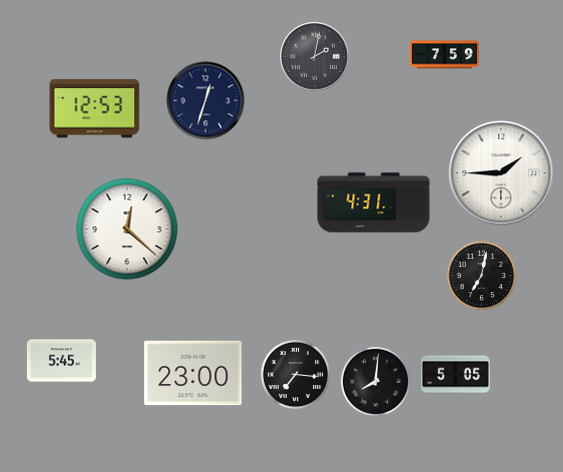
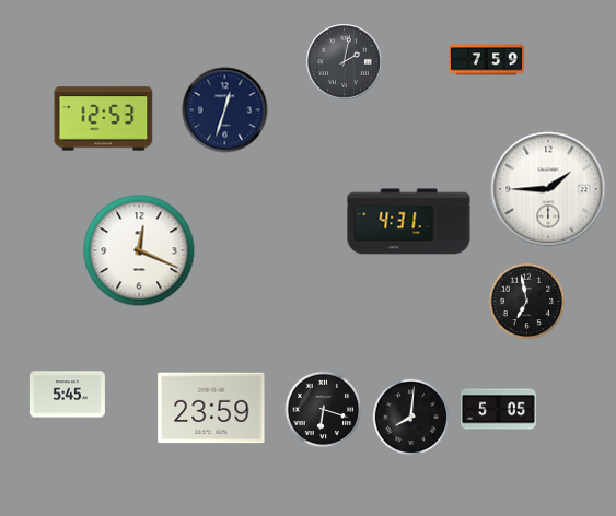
clock at (127, 229): 12:22 -> 12:19
clock at (482, 276): 7:02 -> 6:58
clock at (193, 373): 23:00 -> 23:59
clock at (296, 375): 7:16 -> 6:18
